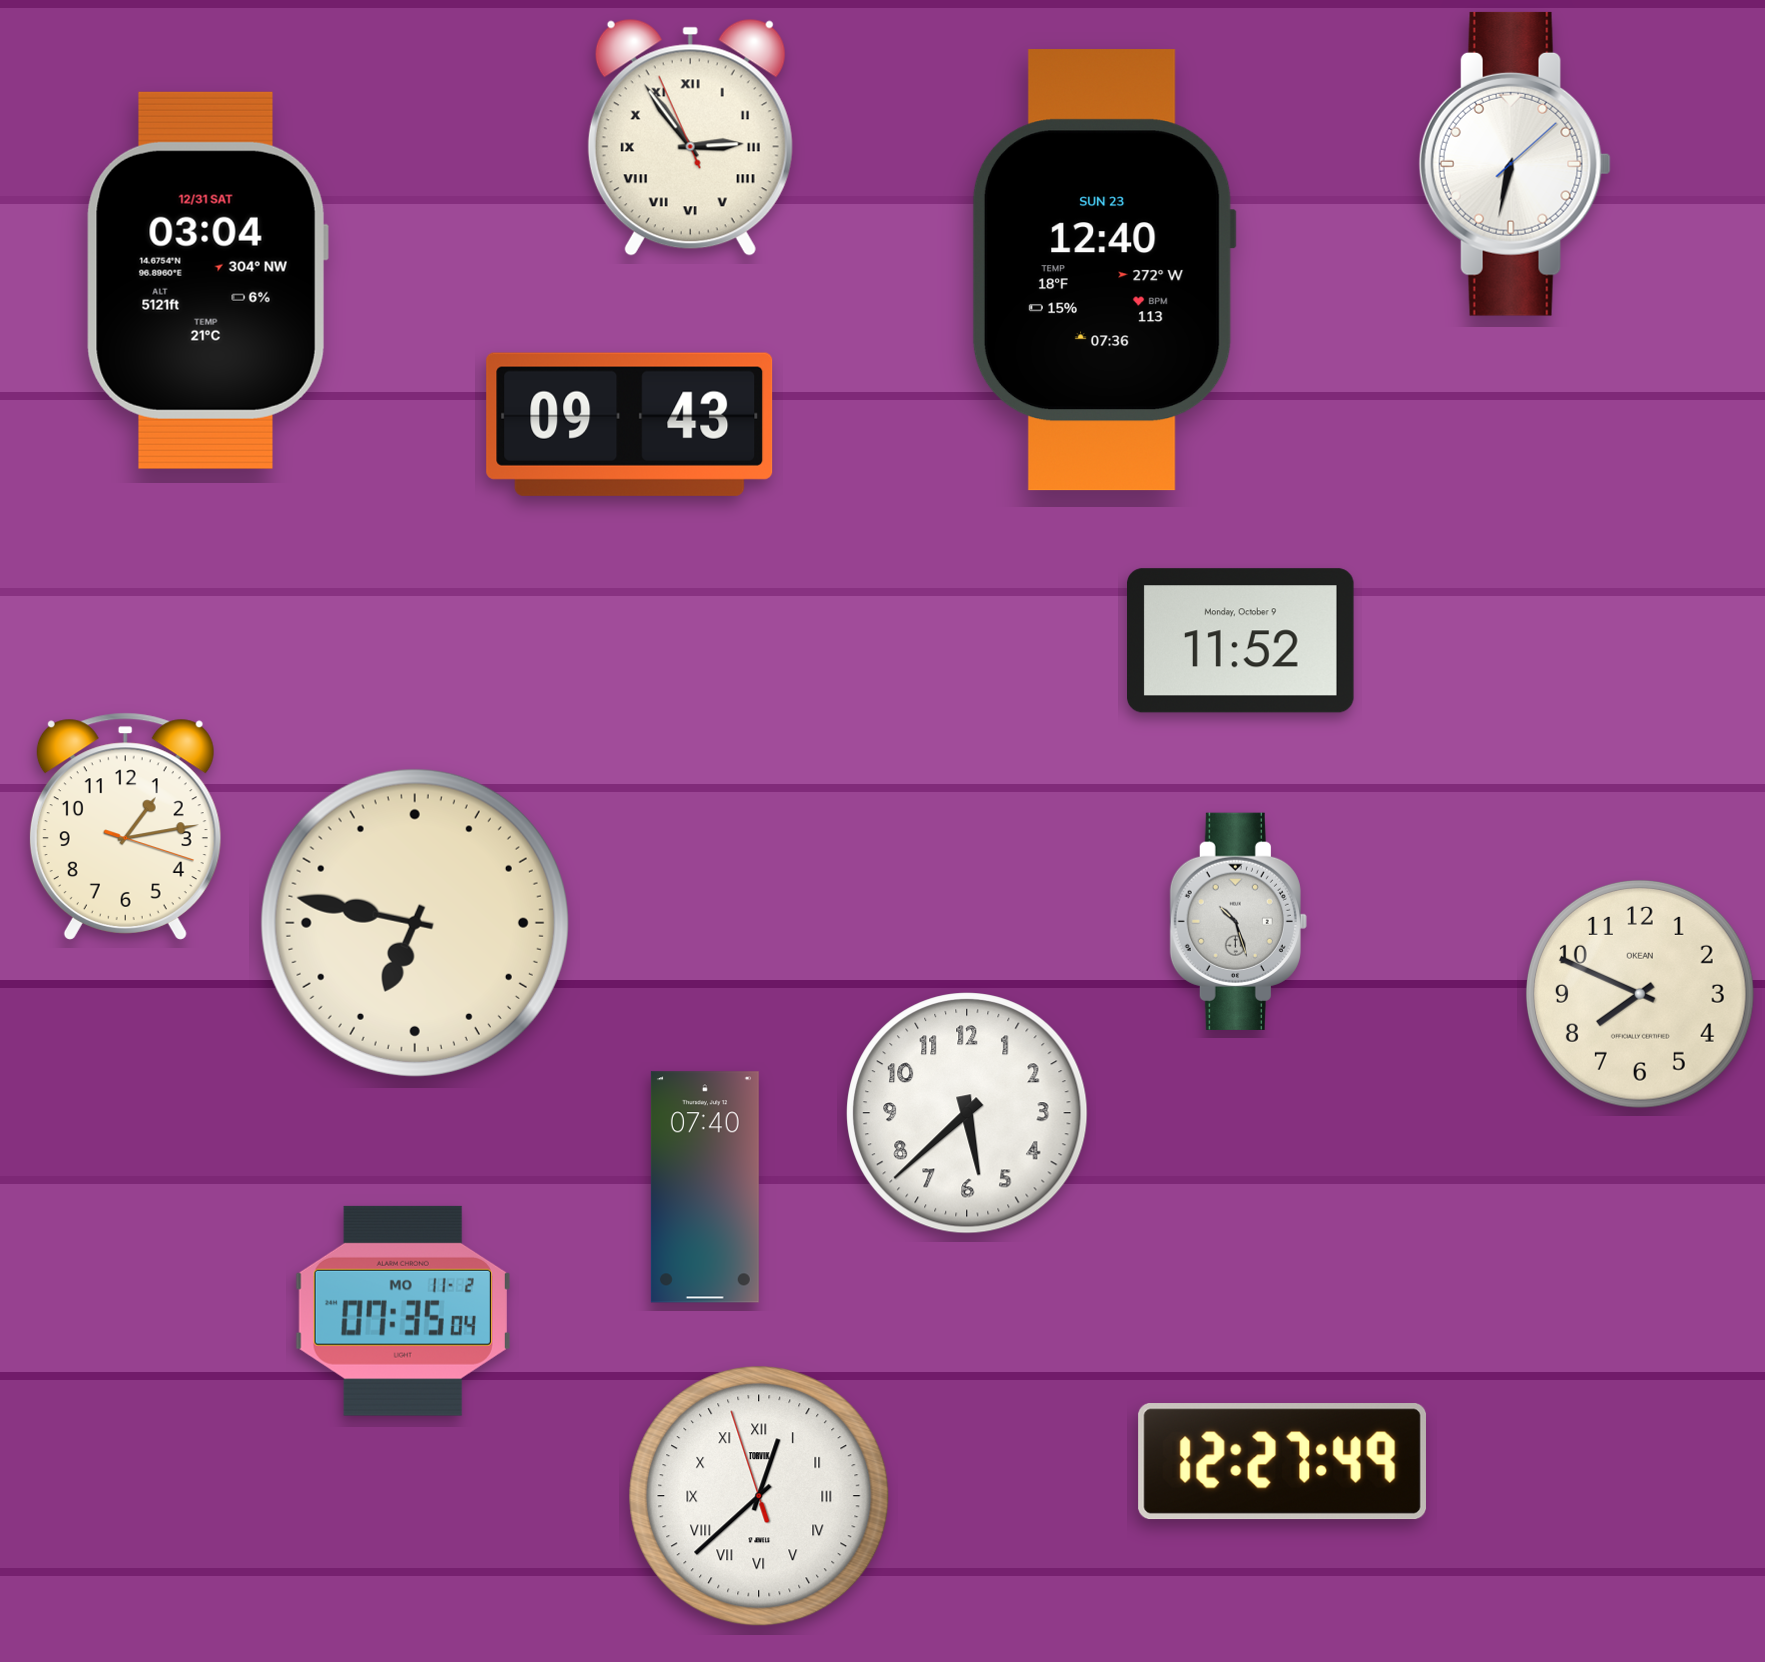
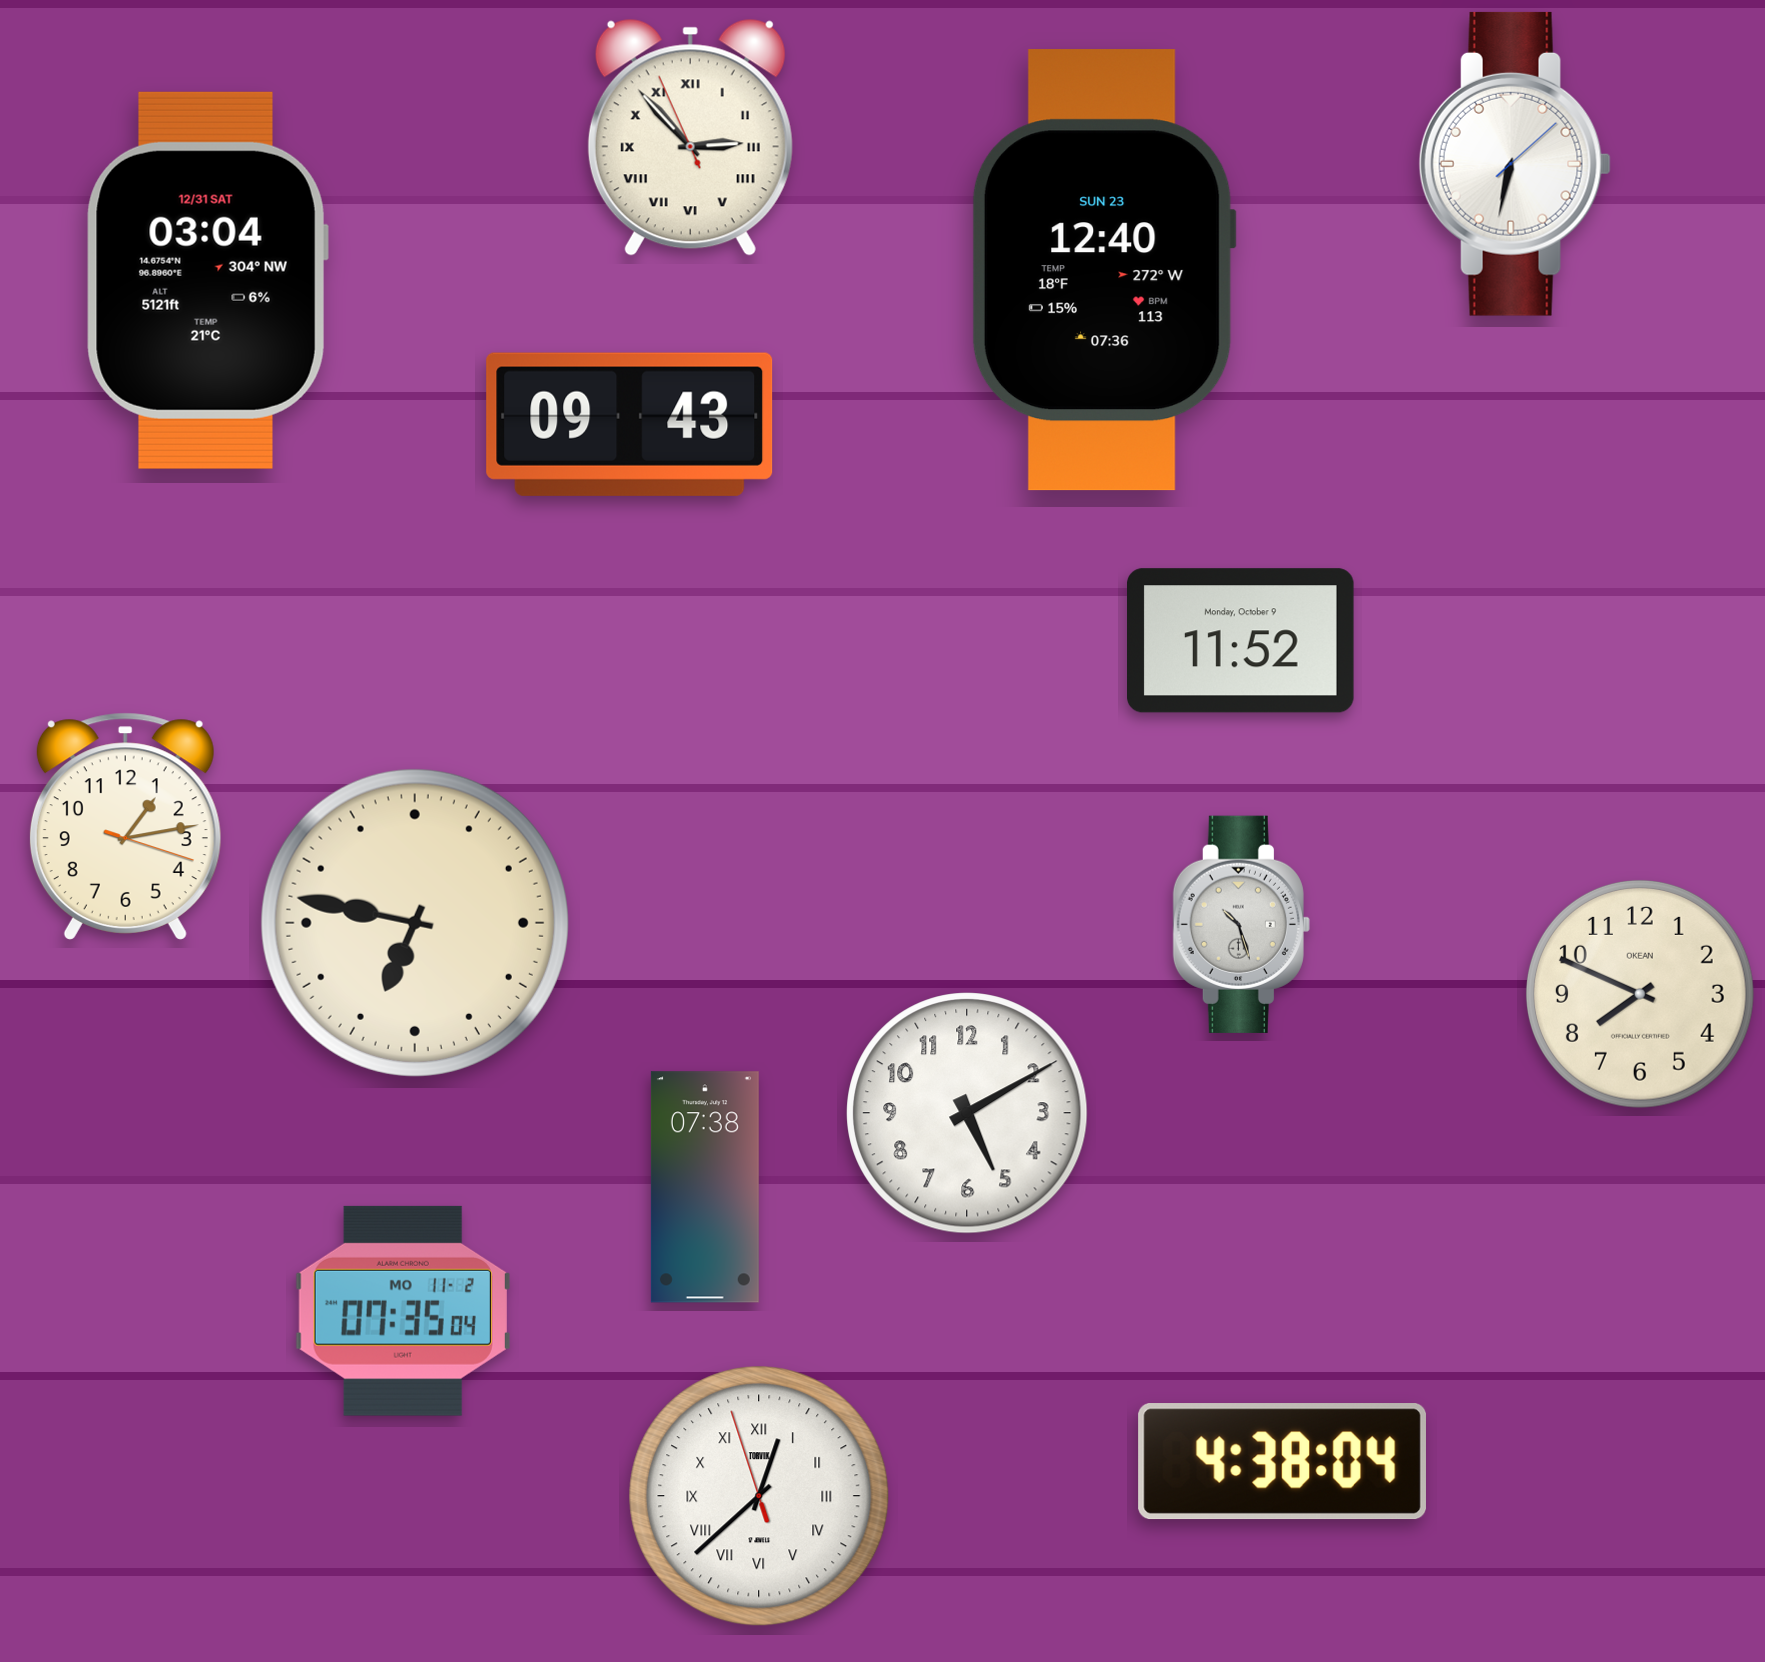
clock at (690, 137): 2:53 -> 2:52
clock at (1238, 921) position: (1238, 921) -> (1241, 924)
clock at (967, 1113): 5:38 -> 5:10
clock at (705, 1187): 07:40 -> 07:38
clock at (1282, 1462): 12:27 -> 4:38
